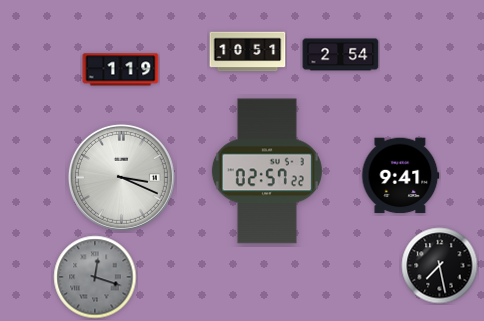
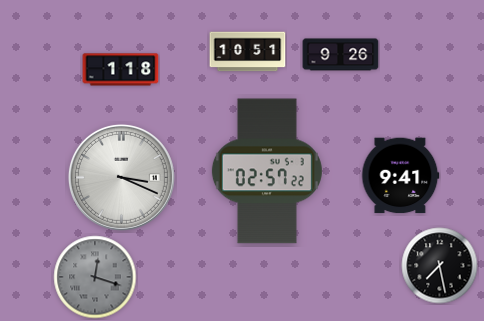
clock at (341, 55): 2:54 -> 9:26
clock at (121, 70): 1:19 -> 1:18
